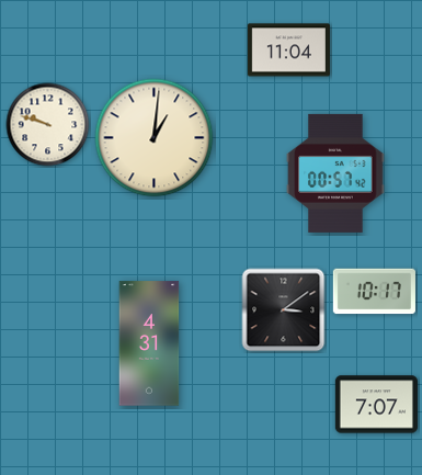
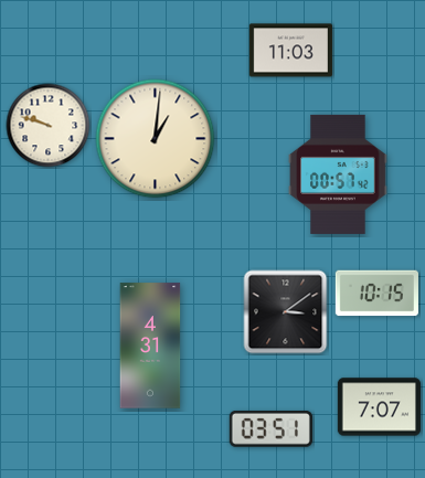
clock at (288, 50): 11:04 -> 11:03
clock at (374, 292): 10:17 -> 10:15
clock at (270, 429): none -> 03:51
